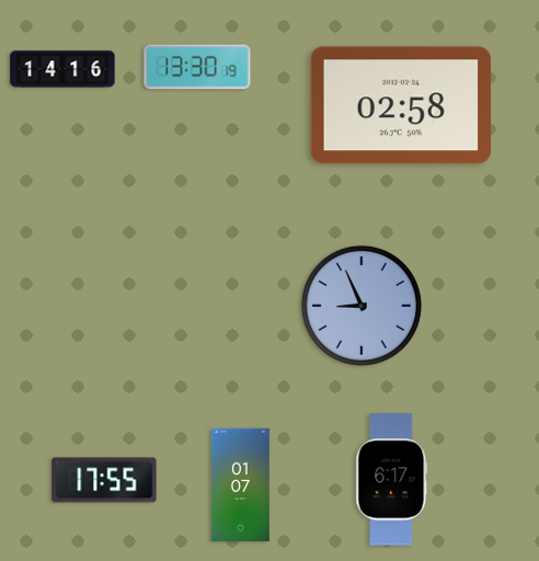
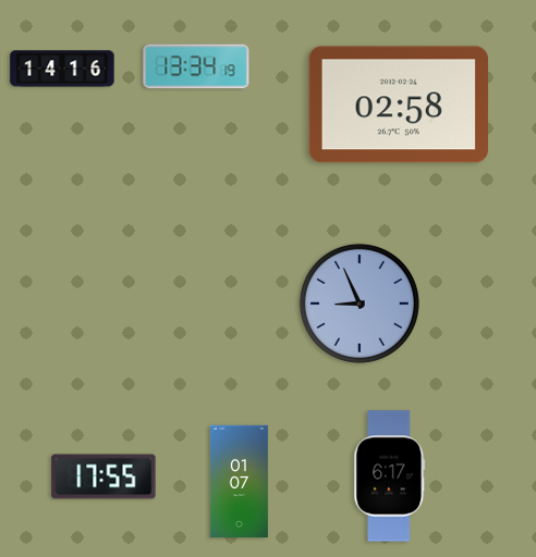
clock at (197, 67): 13:30 -> 13:34
